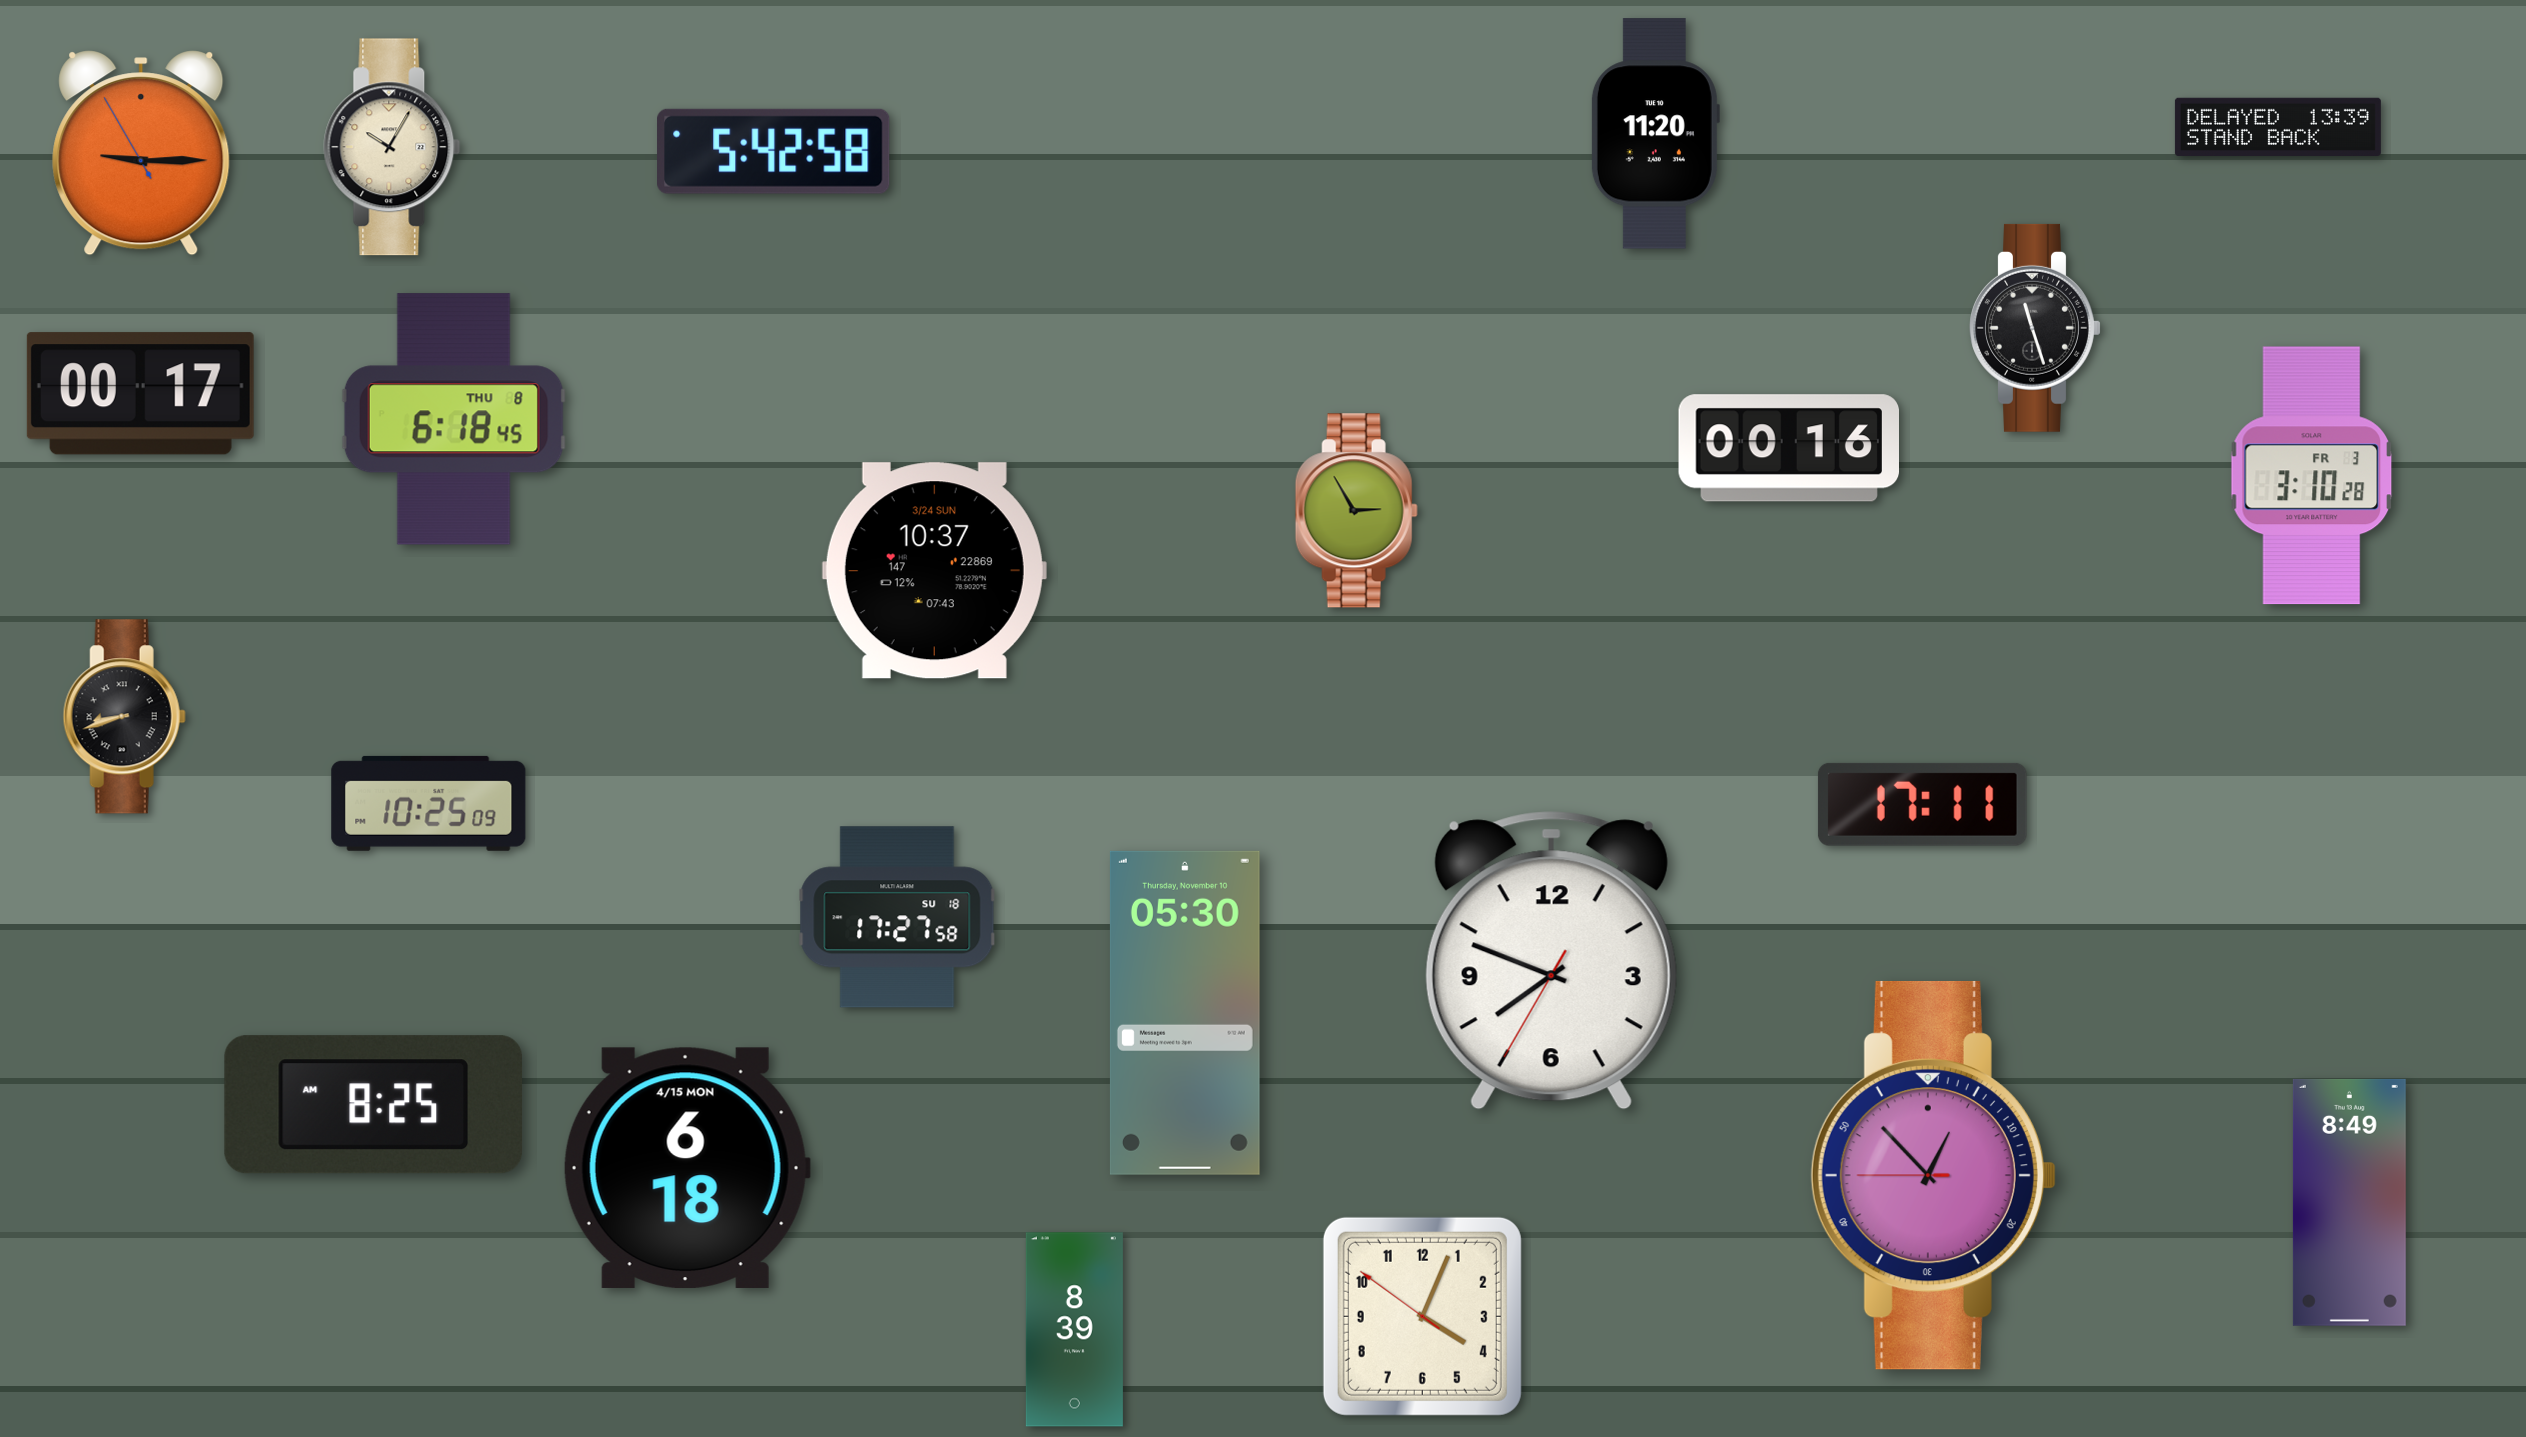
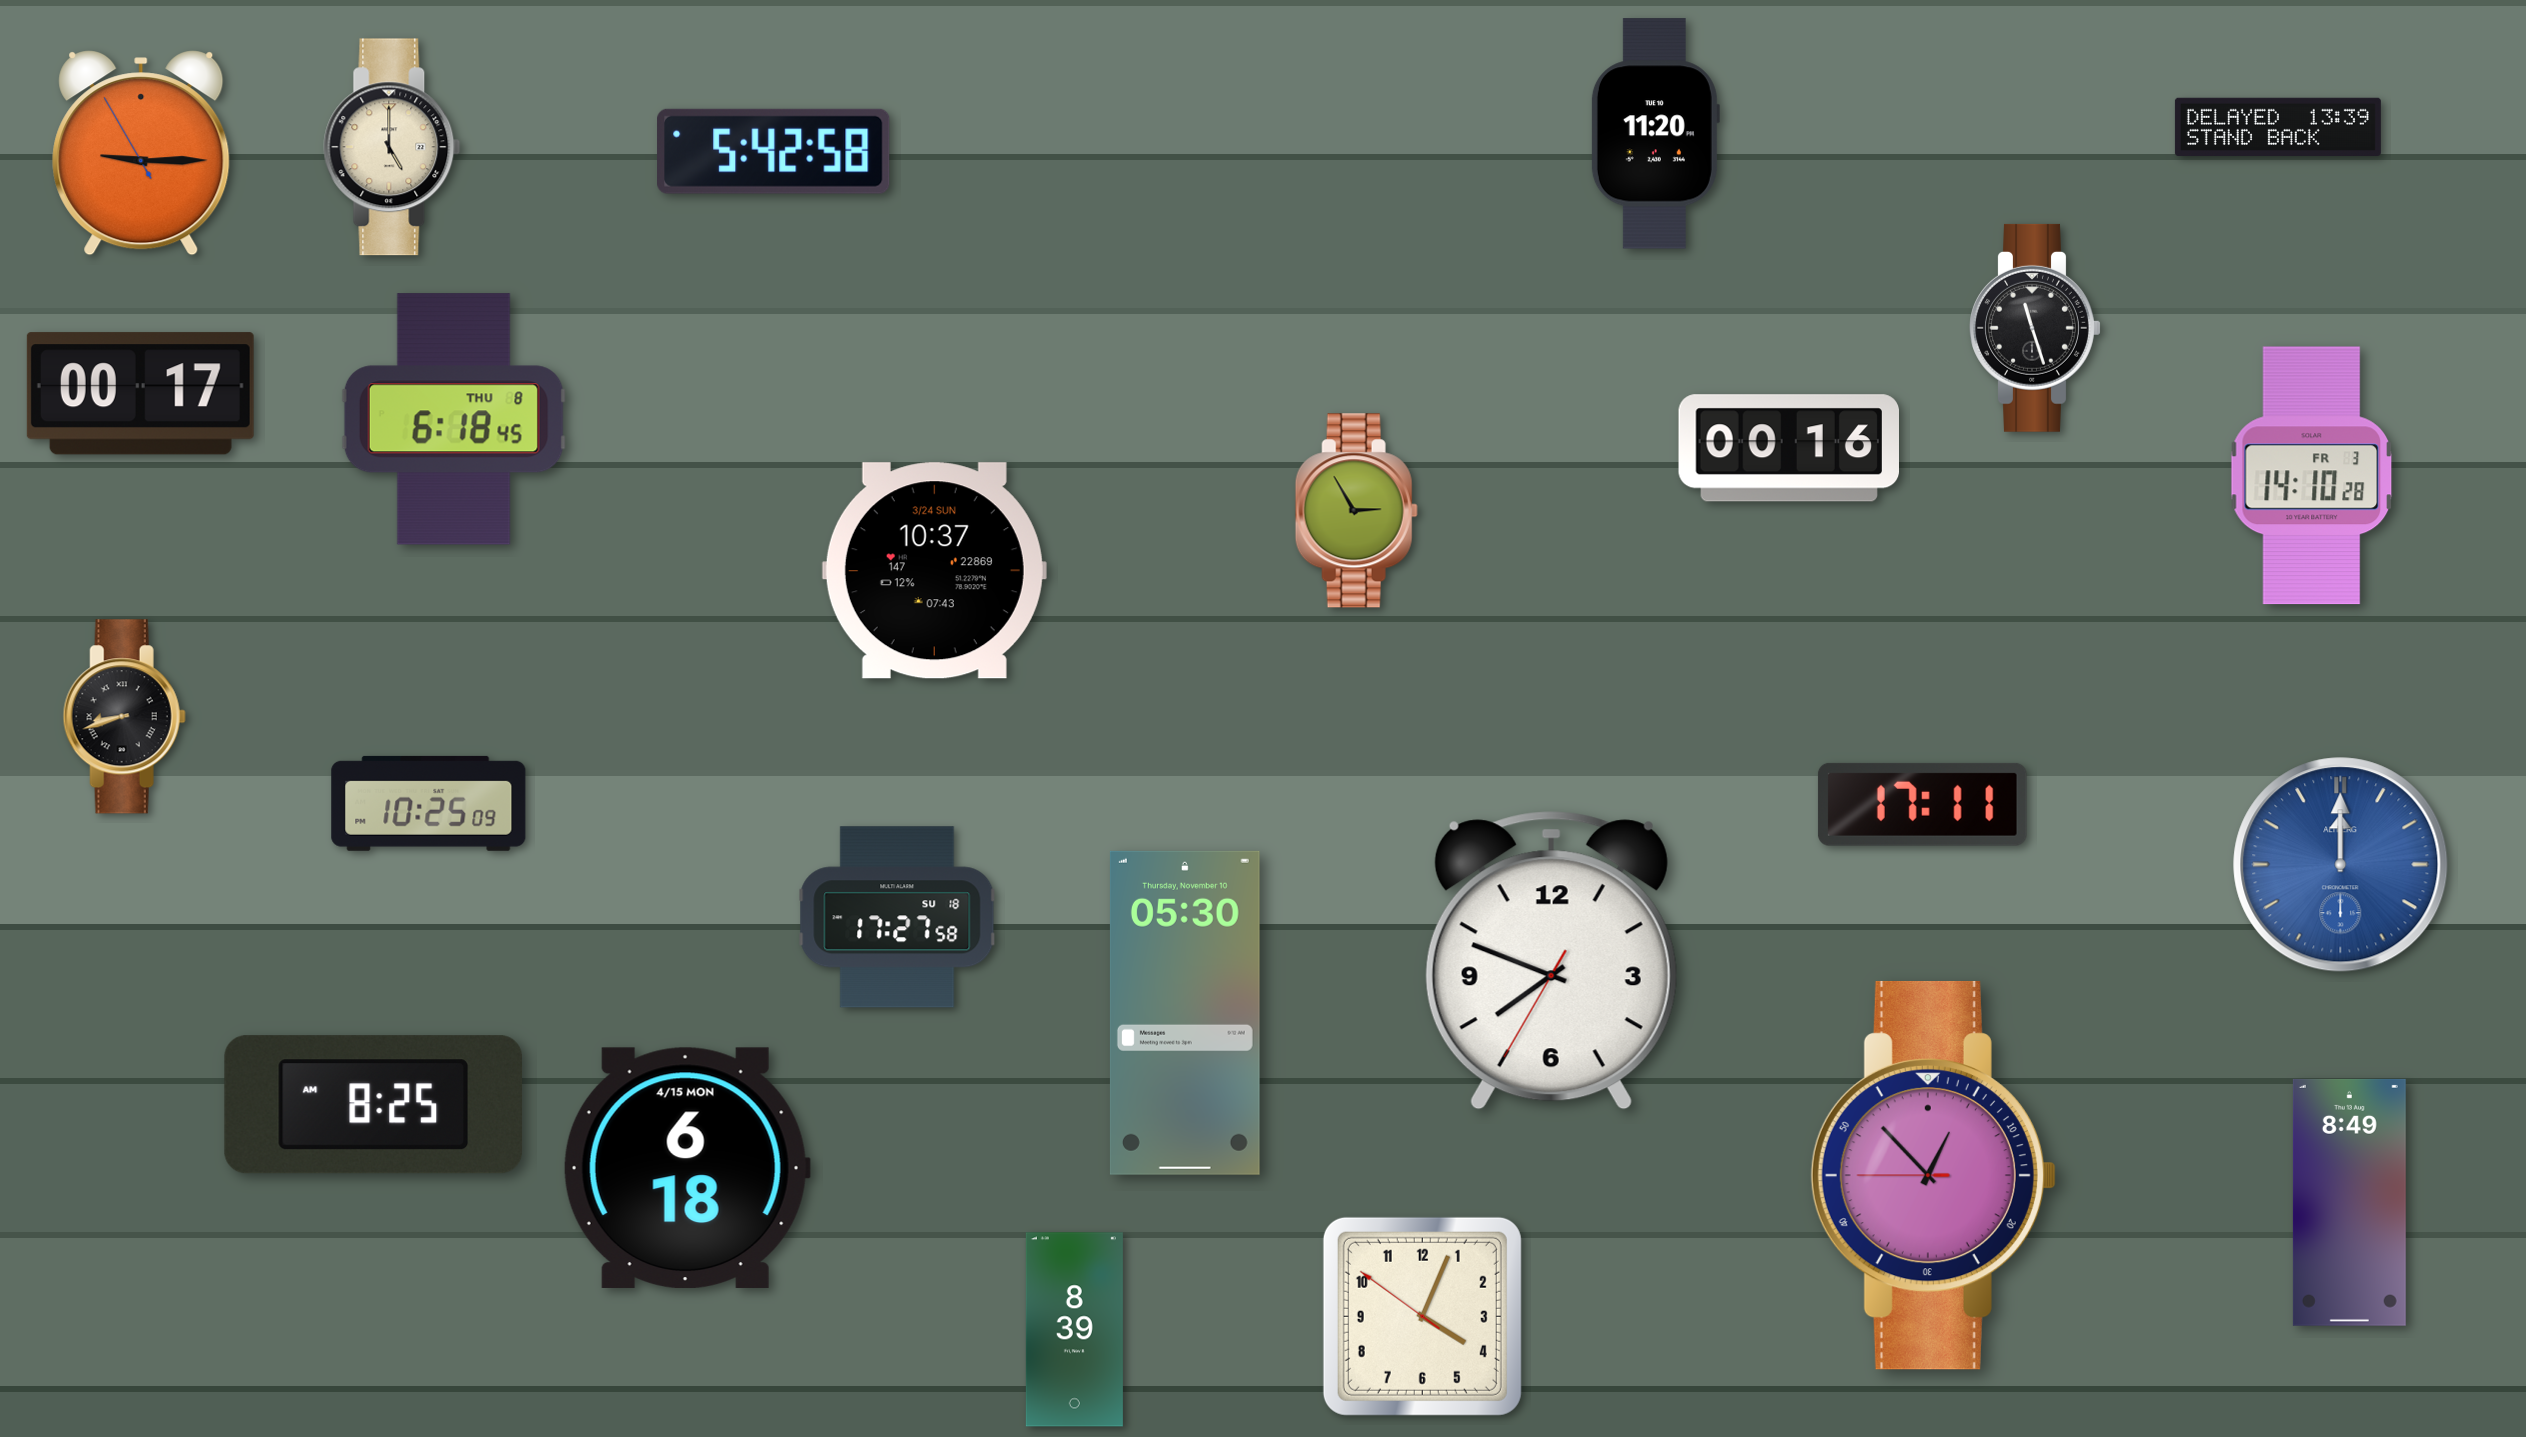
clock at (392, 147): 10:05 -> 5:00
clock at (2312, 476): 3:10 -> 14:10
clock at (2341, 865): none -> 12:00
